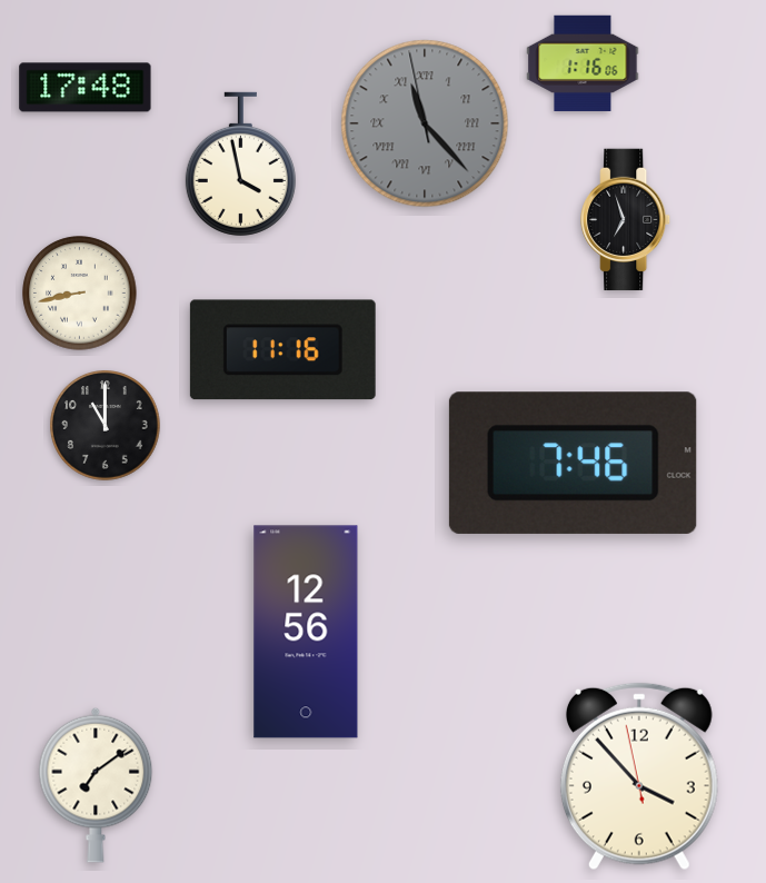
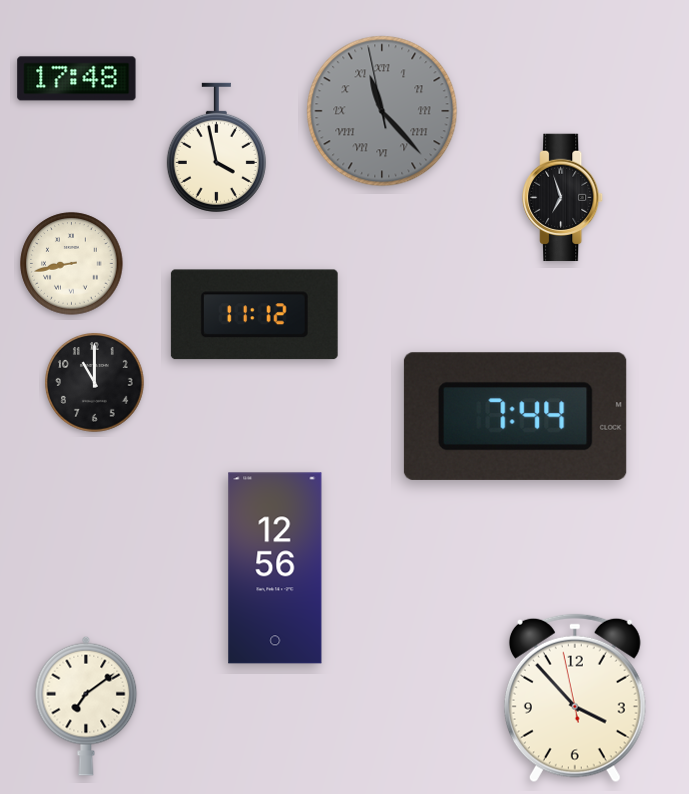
clock at (583, 63): 1:16 -> none
clock at (282, 350): 11:16 -> 11:12
clock at (573, 463): 7:46 -> 7:44
